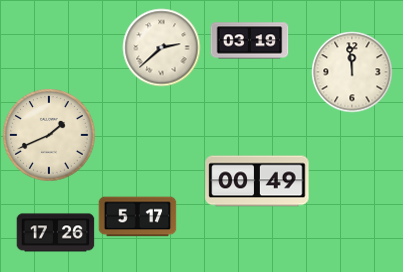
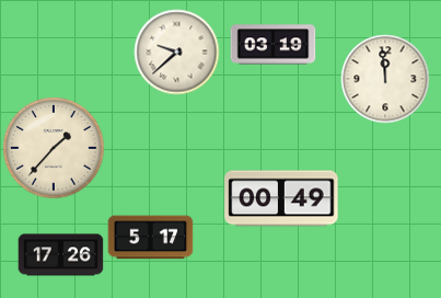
clock at (161, 47): 2:38 -> 9:38
clock at (49, 135): 1:41 -> 1:37
